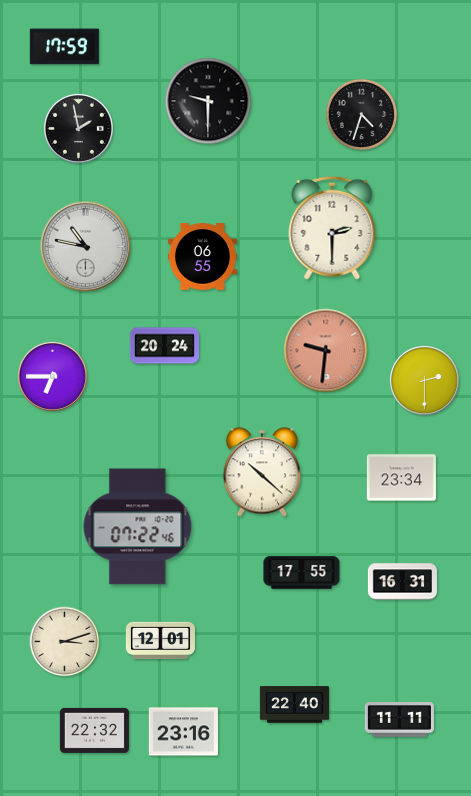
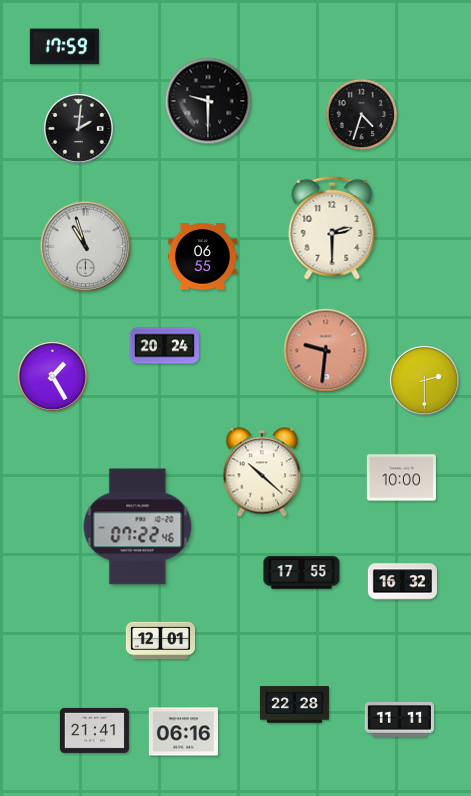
clock at (78, 128): 1:58 -> 2:01
clock at (86, 247): 10:47 -> 10:57
clock at (52, 376): 6:45 -> 1:25
clock at (401, 478): 23:34 -> 10:00
clock at (402, 582): 16:31 -> 16:32
clock at (65, 642): 3:12 -> none
clock at (294, 705): 22:40 -> 22:28
clock at (94, 730): 22:32 -> 21:41
clock at (183, 732): 23:16 -> 06:16
